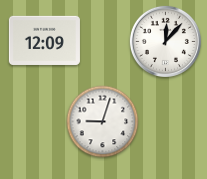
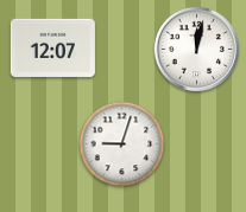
clock at (44, 40): 12:09 -> 12:07
clock at (165, 41): 12:07 -> 12:02
